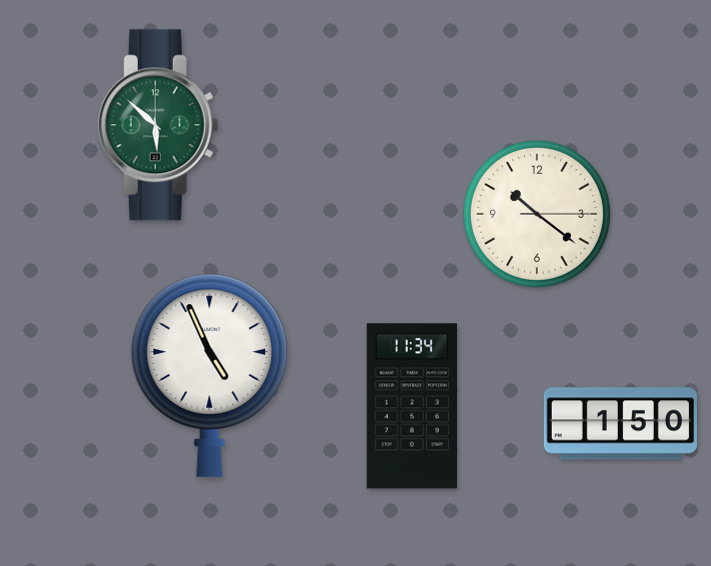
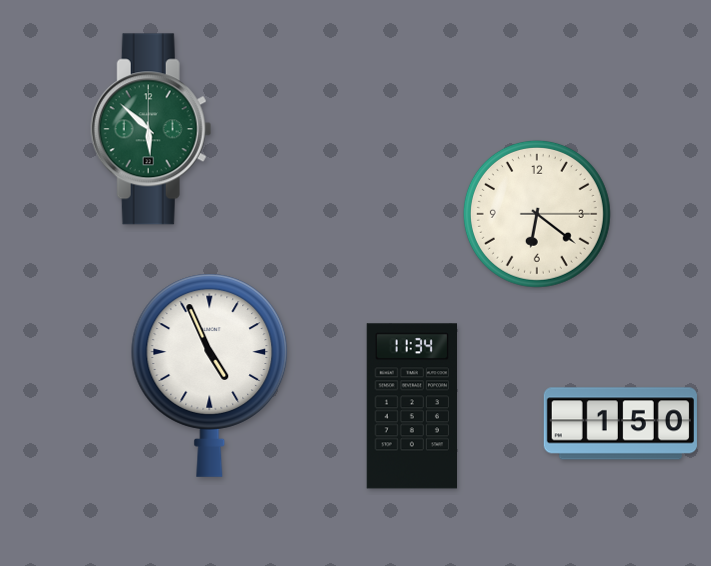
clock at (158, 125) position: (158, 125) -> (151, 129)
clock at (537, 214): 10:21 -> 6:21
